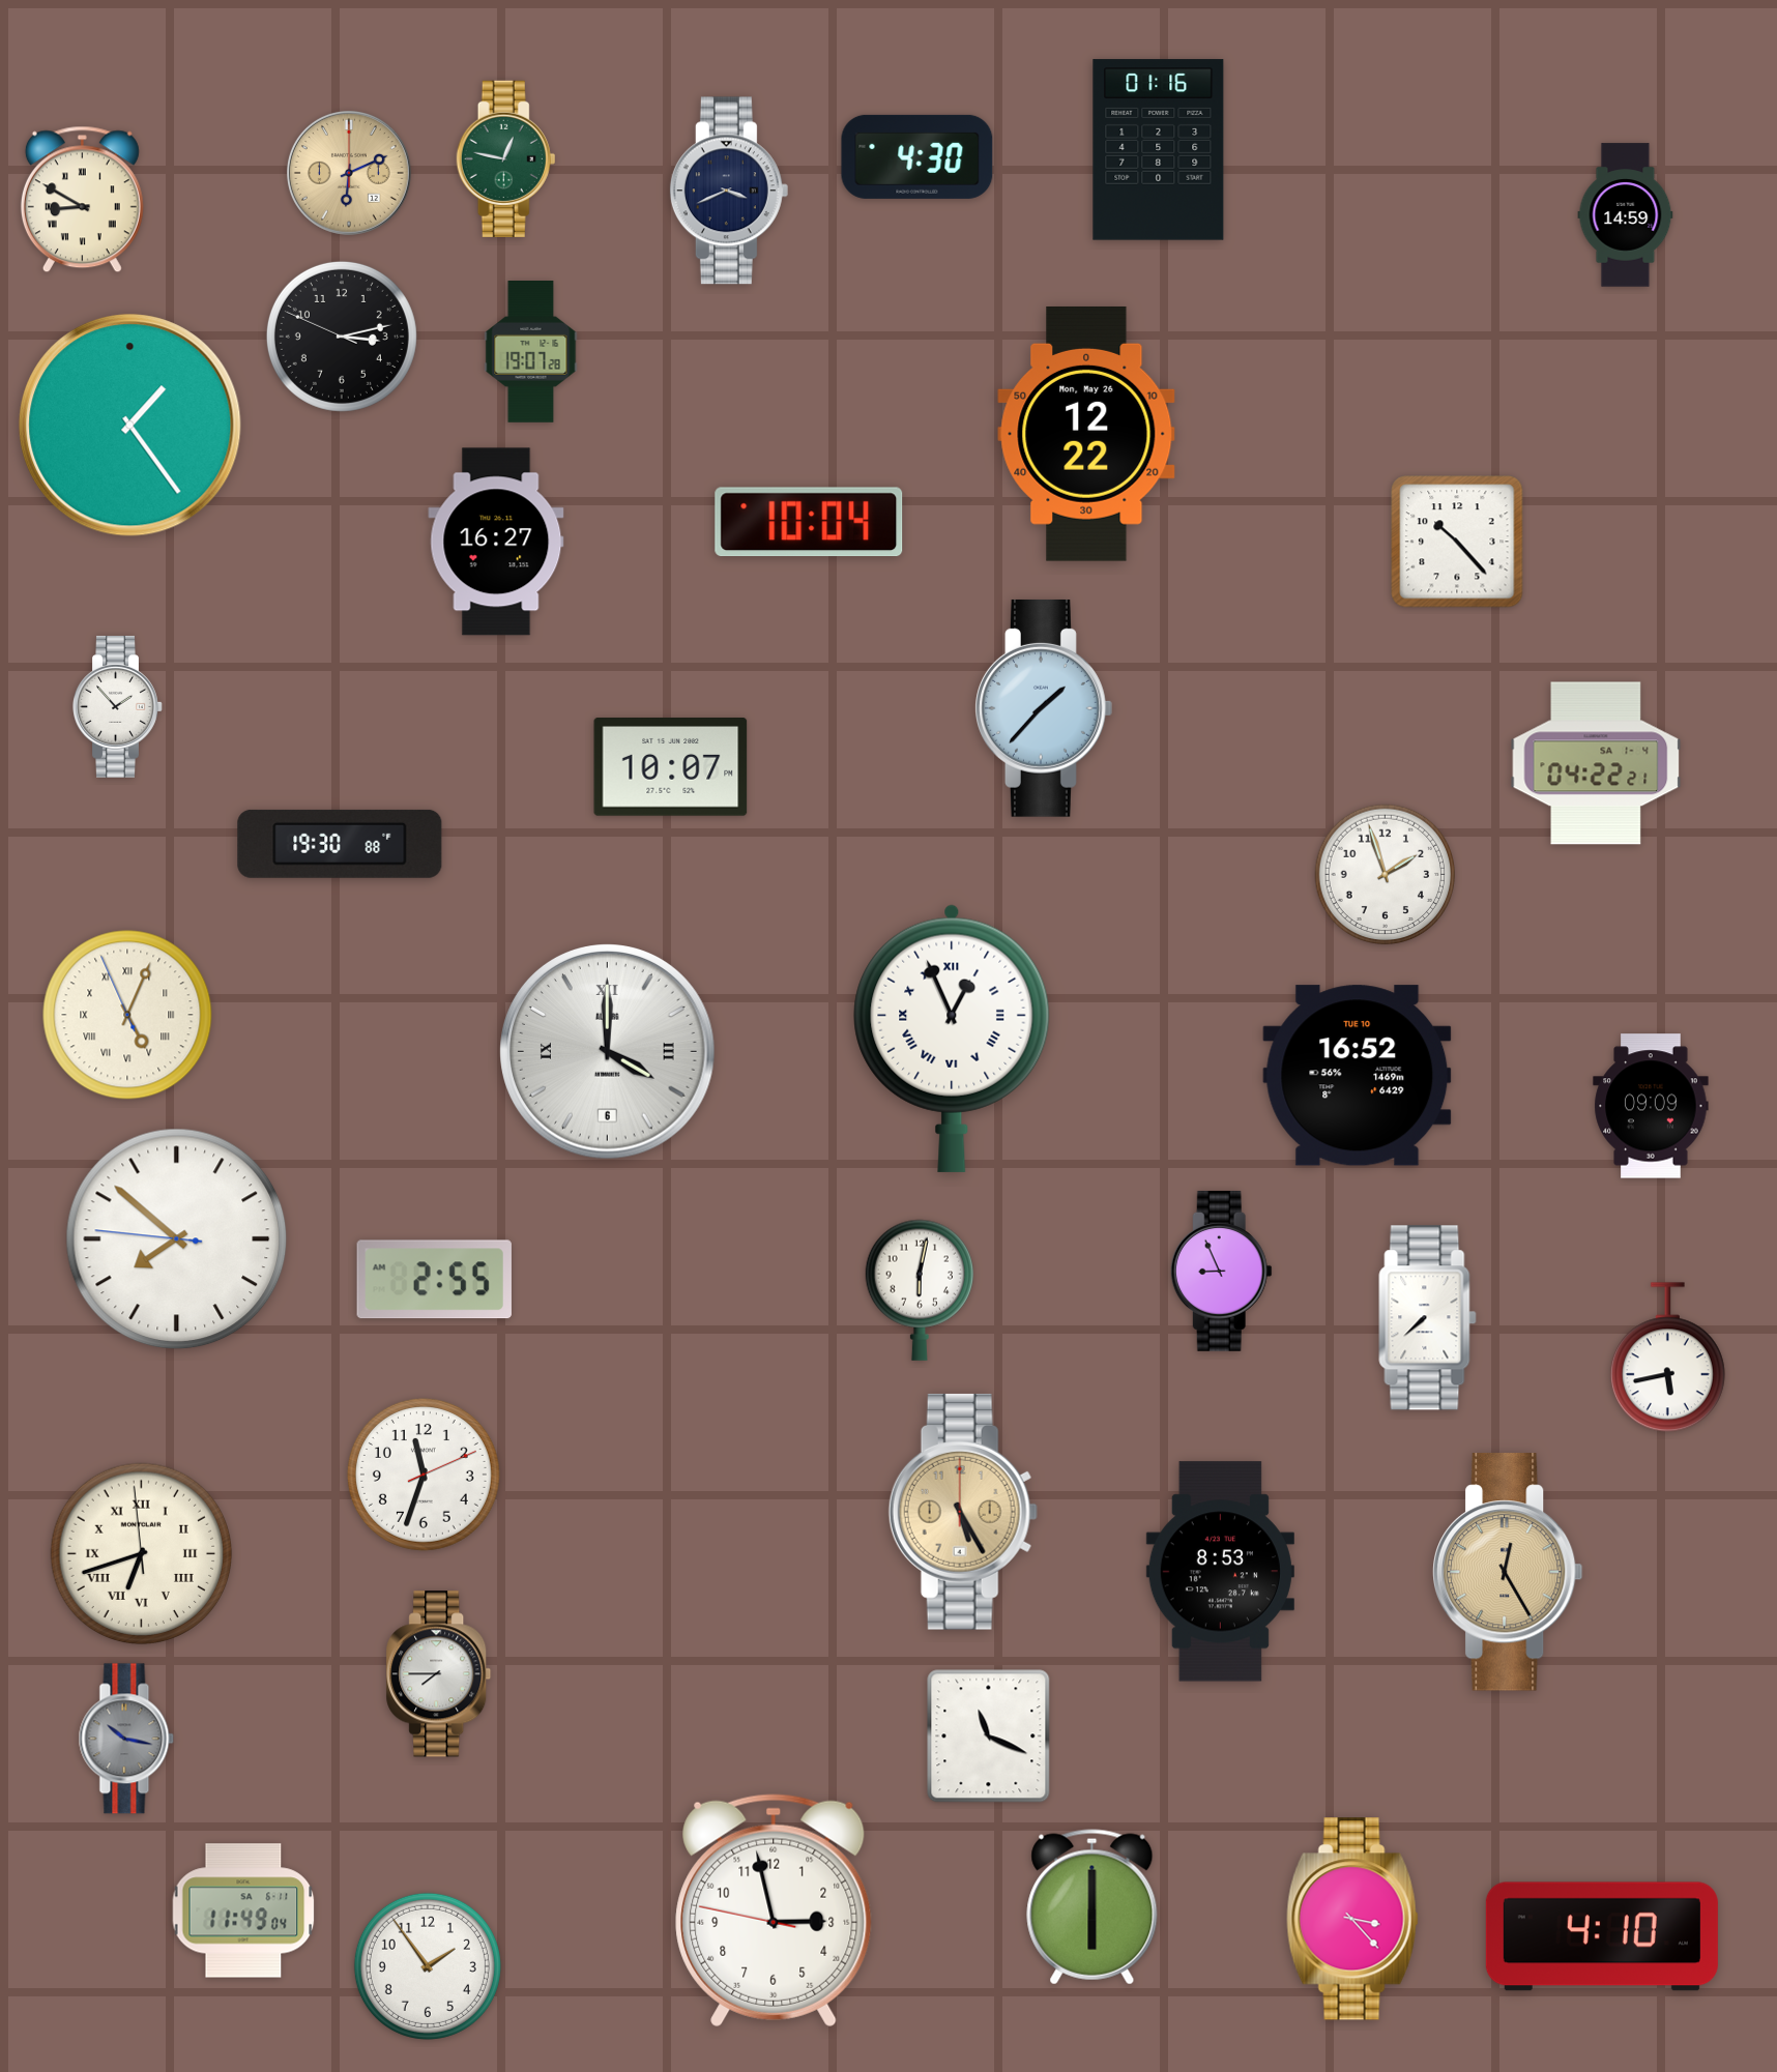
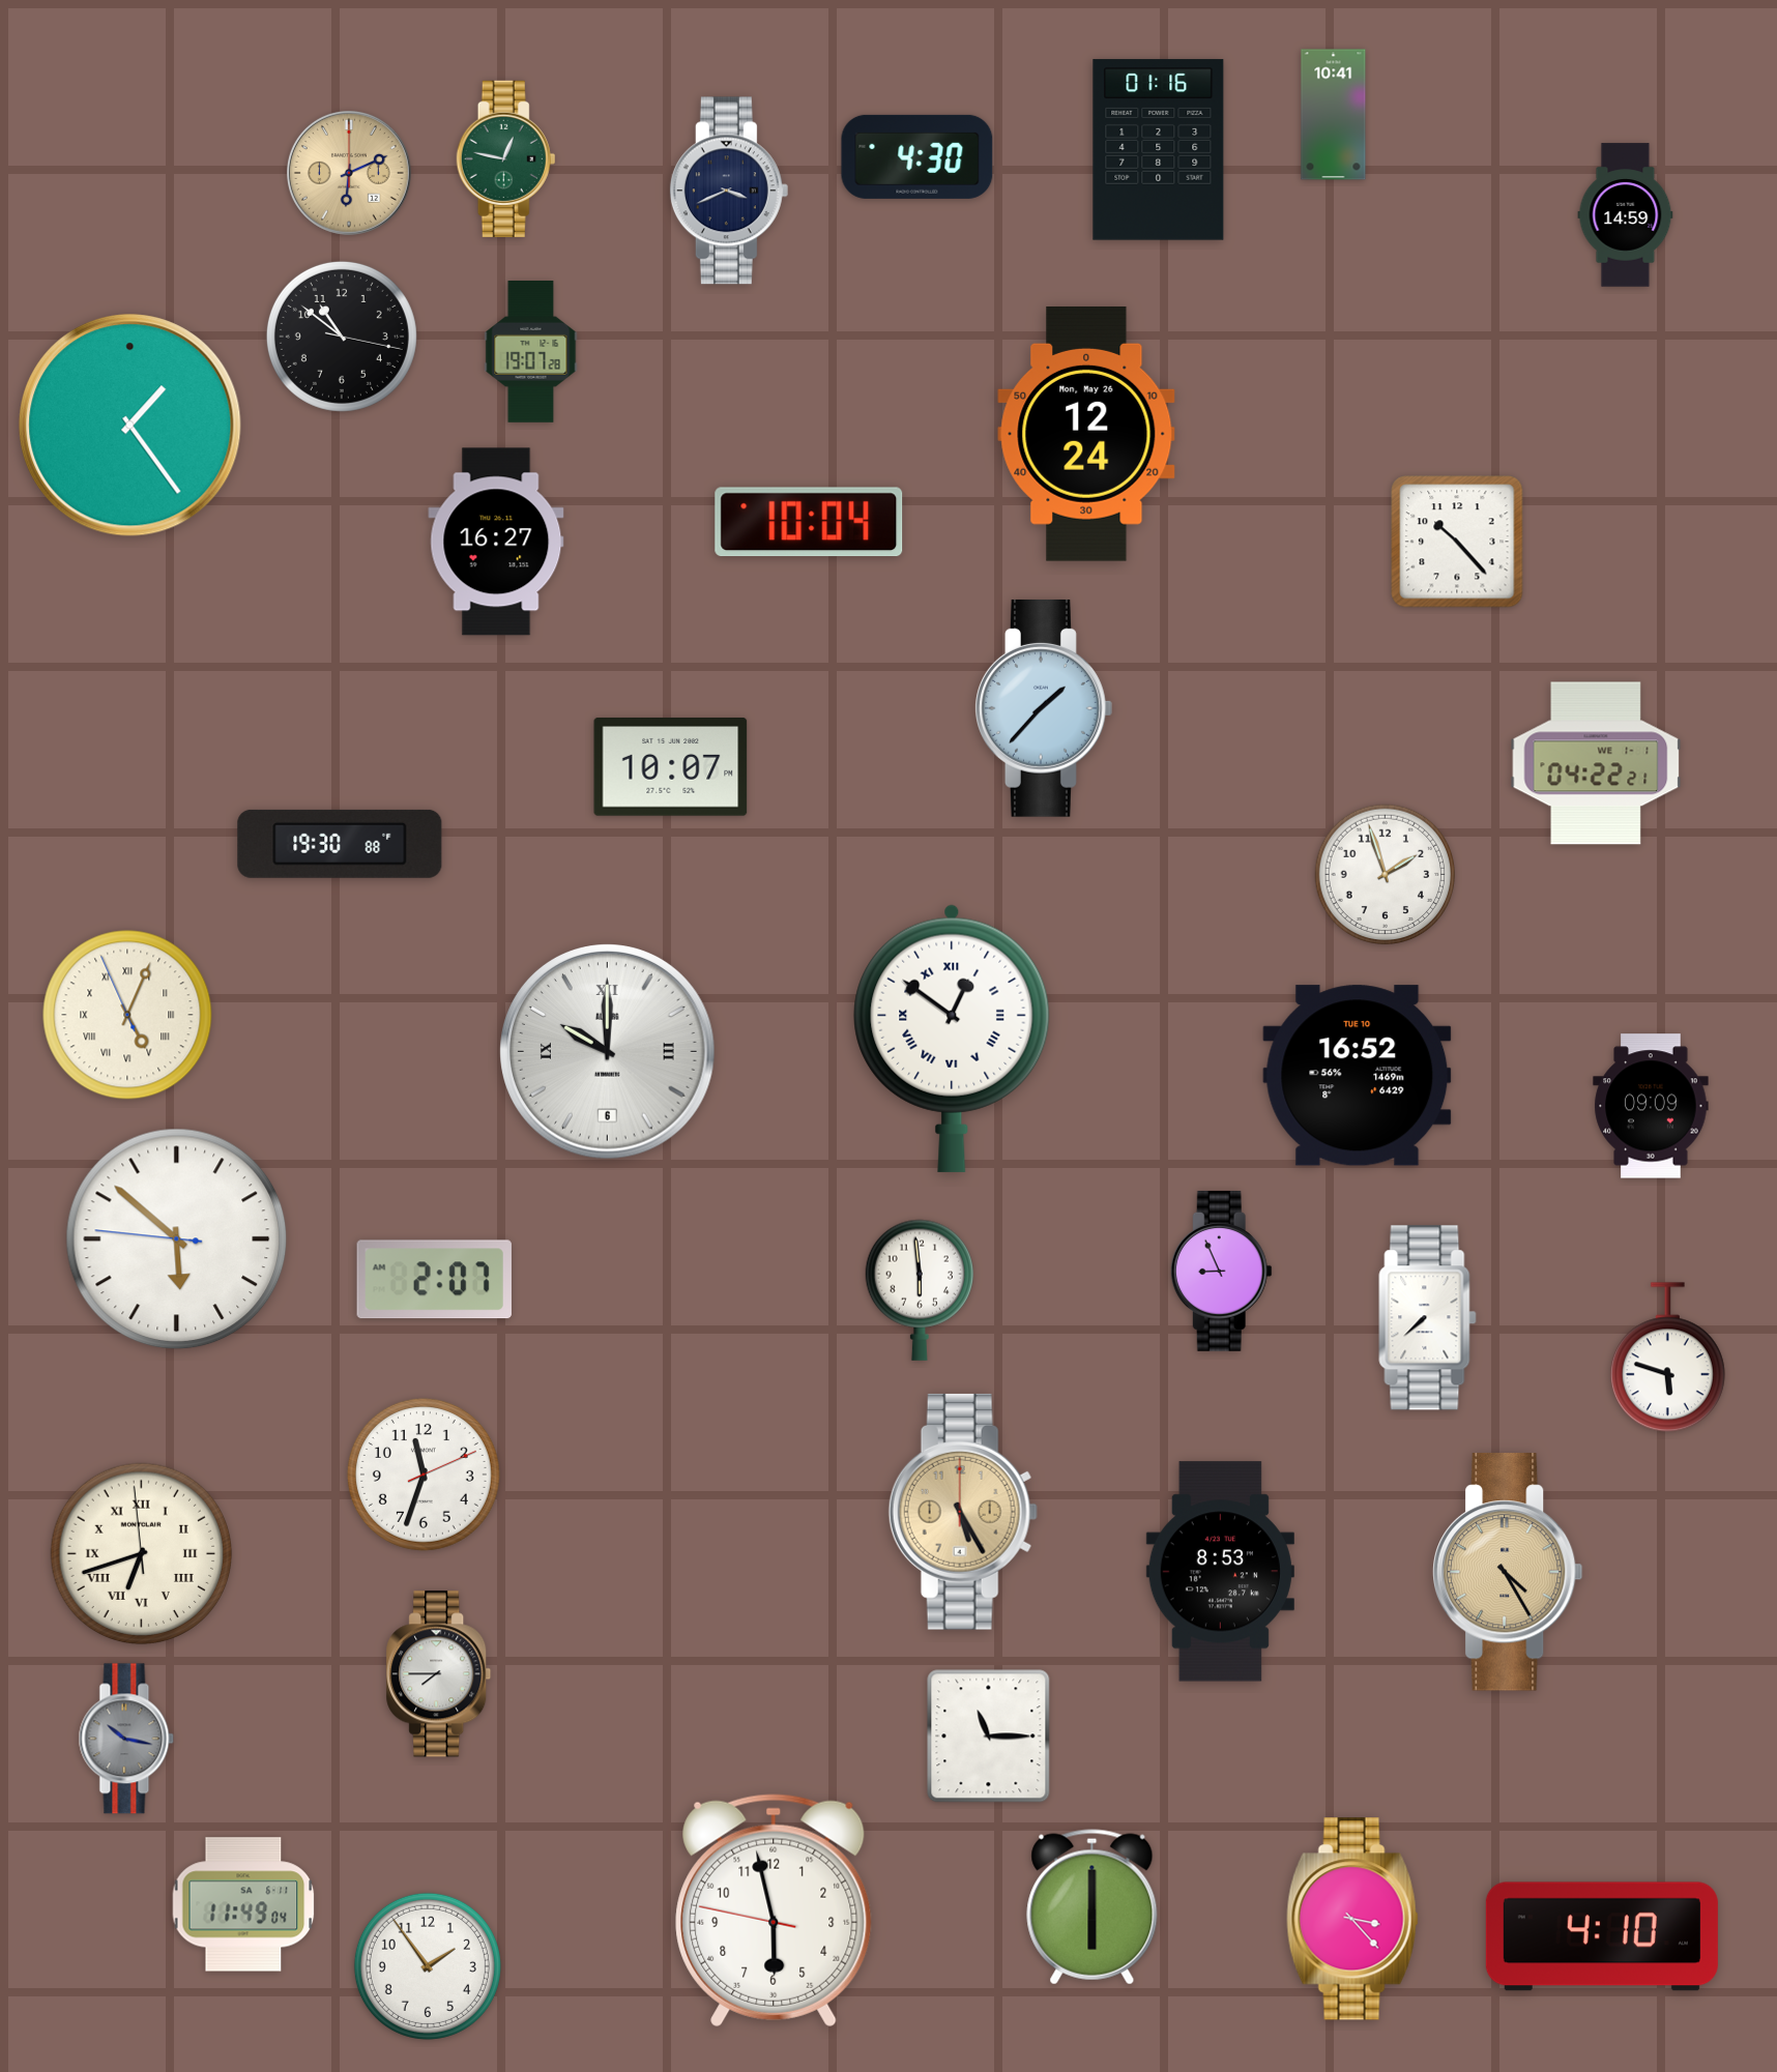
clock at (1334, 115): none -> 10:41
clock at (82, 200): 8:50 -> none
clock at (342, 337): 3:12 -> 10:51
clock at (1086, 434): 12:22 -> 12:24
clock at (118, 706): 1:53 -> none
clock at (1596, 763) date: SA 1-4 -> WE 1-1
clock at (952, 1039): 12:56 -> 12:51
clock at (608, 1052): 4:00 -> 10:00
clock at (177, 1239): 7:51 -> 5:51
clock at (434, 1280): 2:55 -> 2:07
clock at (920, 1290): 6:02 -> 5:59
clock at (1667, 1358): 5:43 -> 5:48
clock at (1509, 1572): 12:25 -> 4:25
clock at (989, 1737): 11:19 -> 11:15
clock at (243, 1910) position: (243, 1910) -> (243, 1904)
clock at (774, 1910): 2:57 -> 5:57
